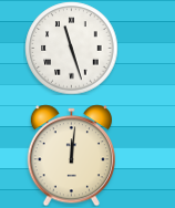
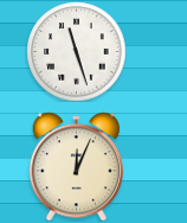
clock at (71, 155): 12:01 -> 12:04
